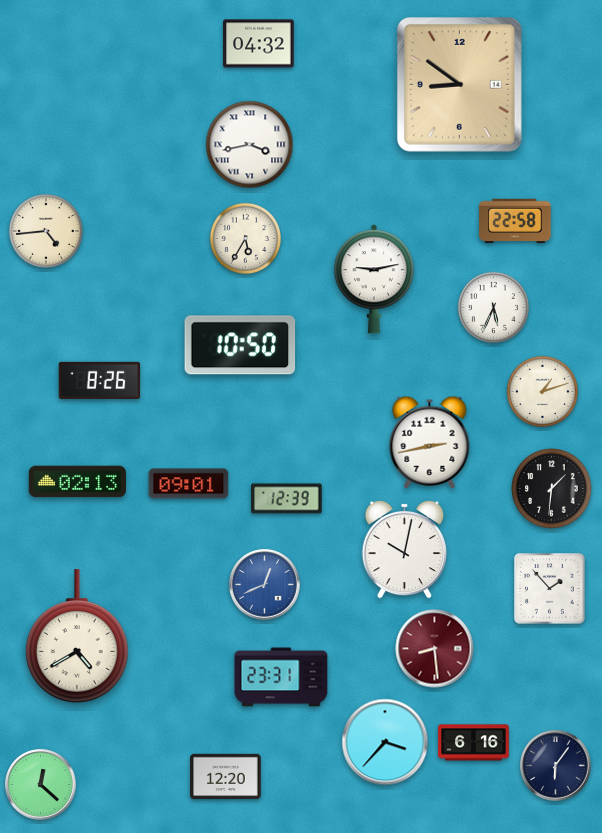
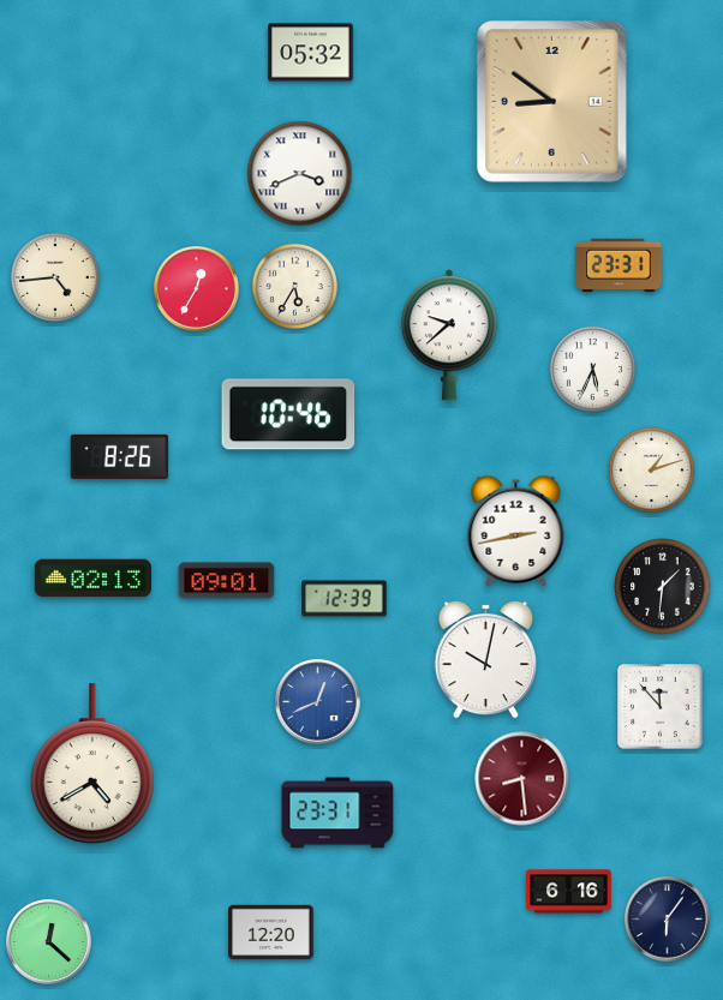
clock at (259, 44): 04:32 -> 05:32
clock at (250, 145): 3:43 -> 3:41
clock at (515, 221): 22:58 -> 23:31
clock at (197, 289): none -> 12:35
clock at (374, 279): 9:13 -> 9:38
clock at (240, 345): 10:50 -> 10:46
clock at (550, 589): 1:53 -> 11:53
clock at (385, 742): 3:37 -> none
